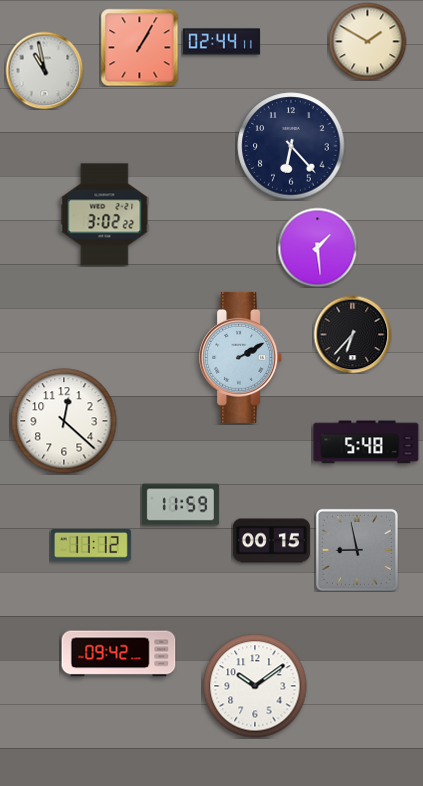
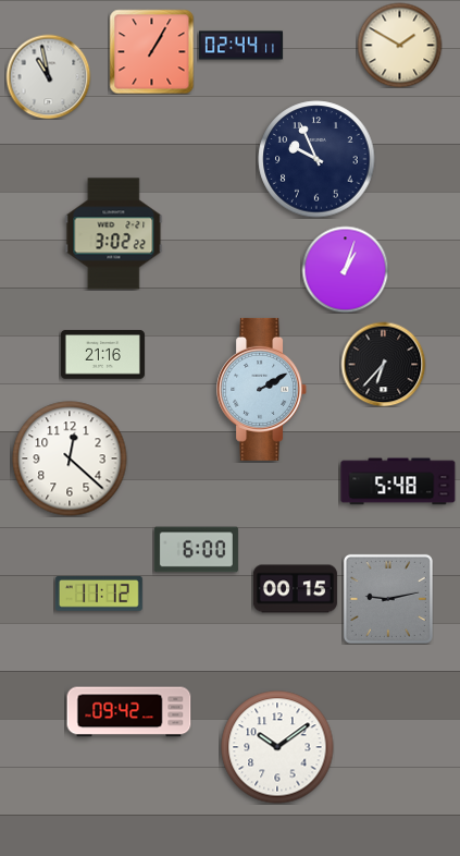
clock at (291, 146): 6:23 -> 9:56
clock at (317, 247): 1:29 -> 1:03
clock at (102, 355): none -> 21:16
clock at (180, 505): 11:59 -> 6:00
clock at (357, 550): 8:58 -> 9:13
